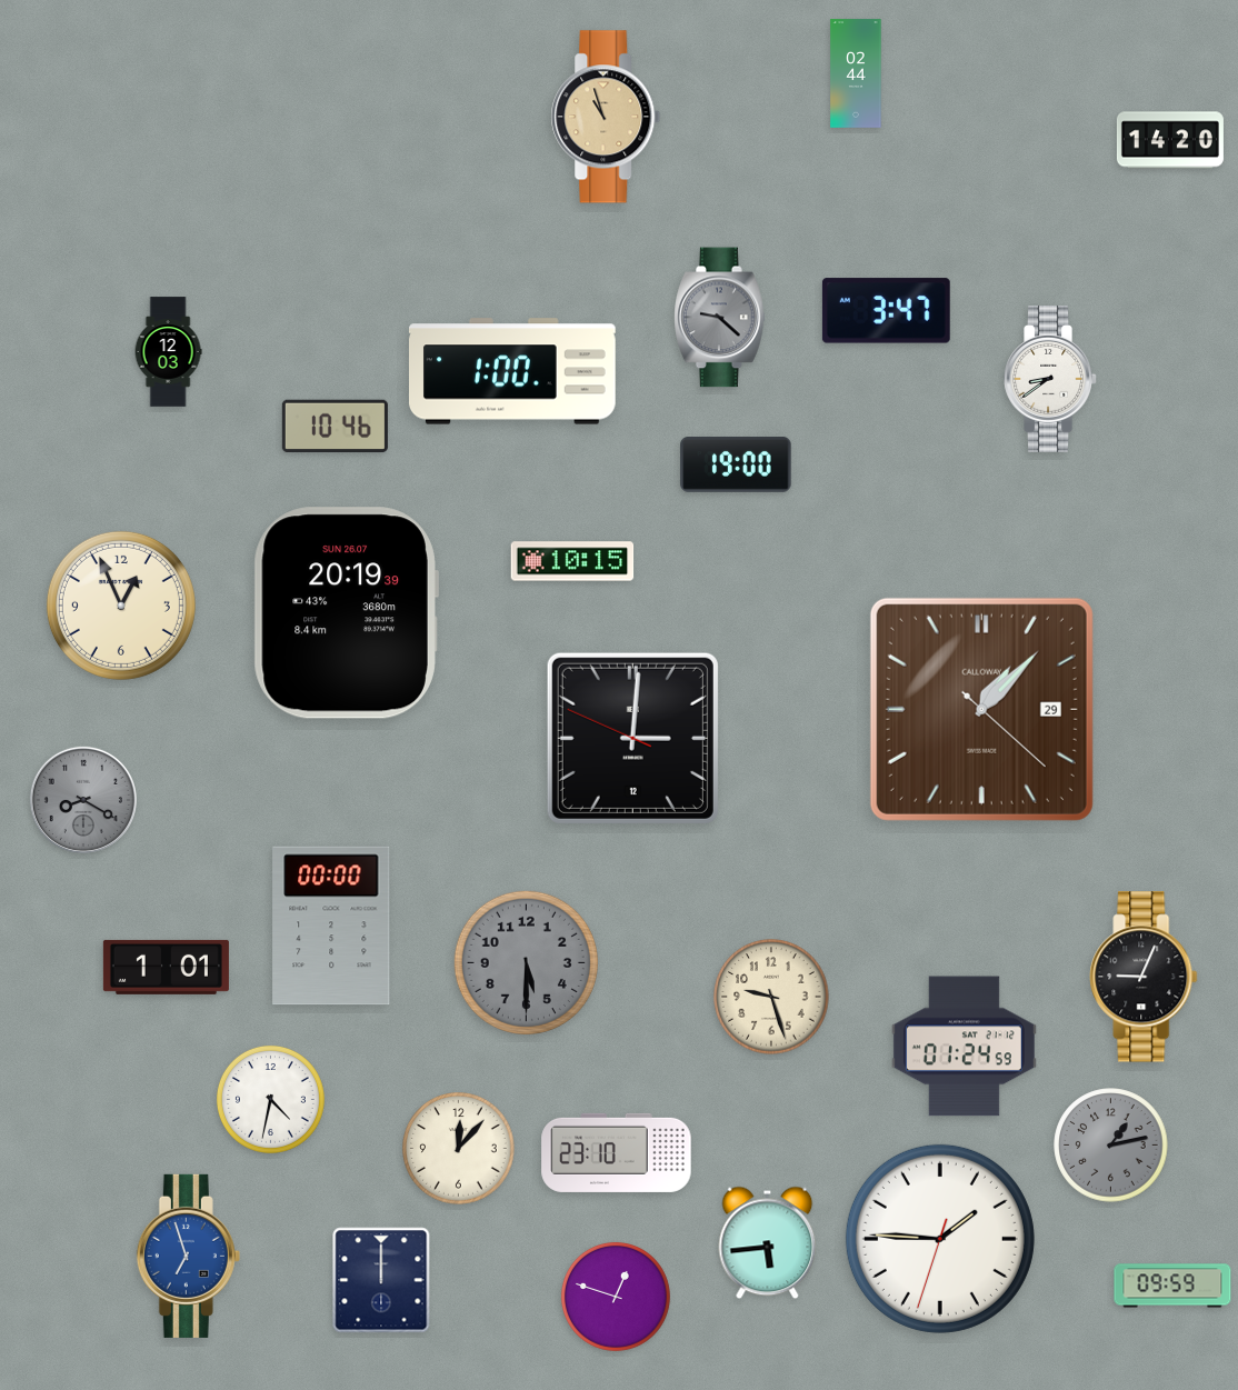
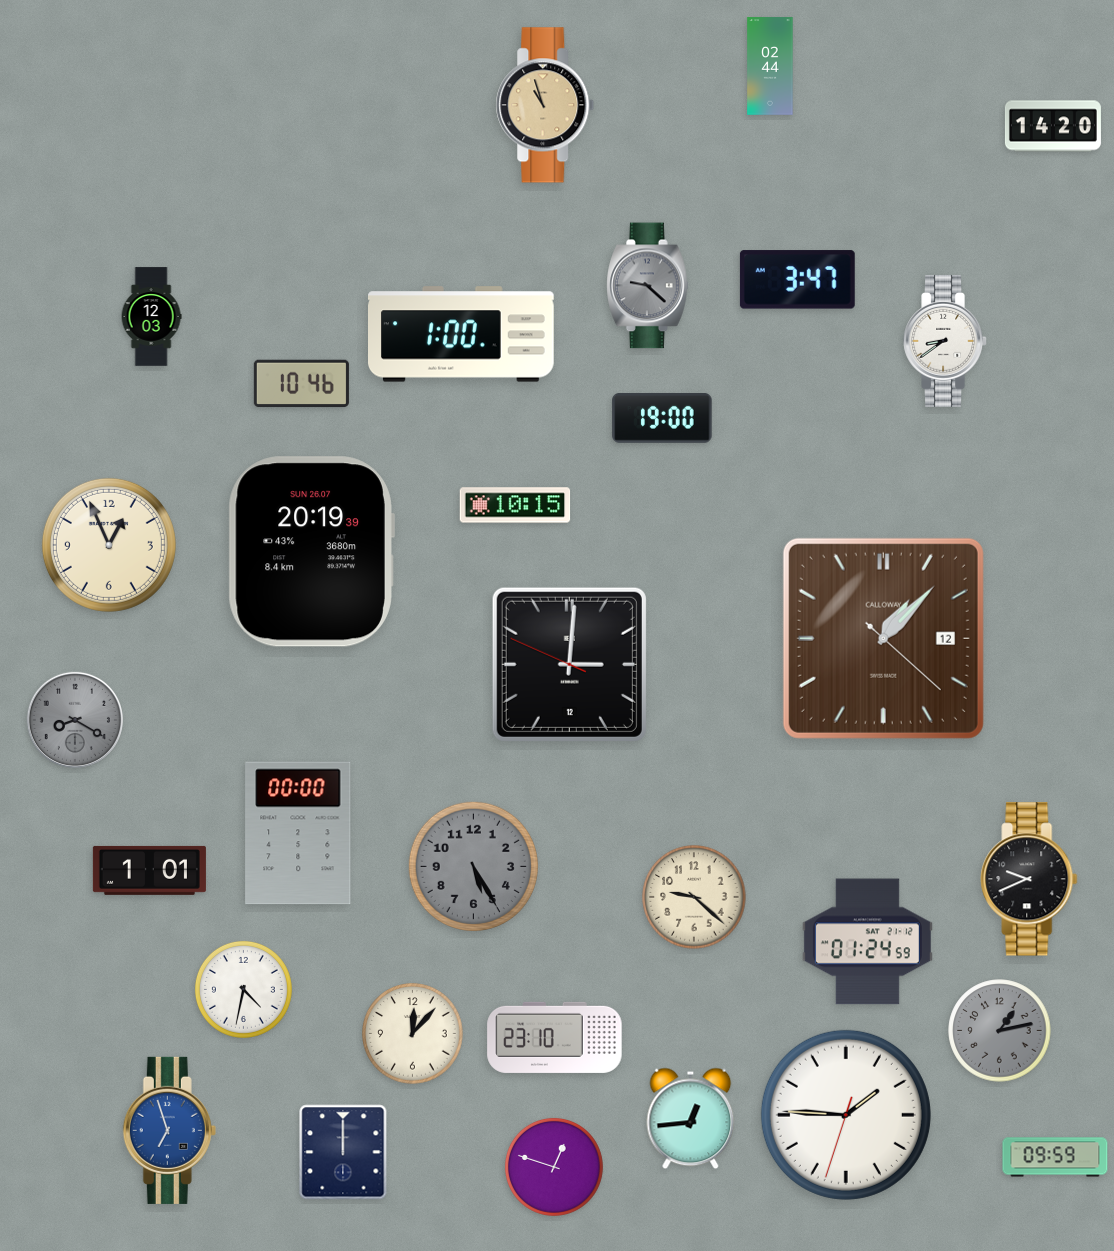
clock at (981, 709) date: 29 -> 12
clock at (526, 962): 5:30 -> 5:25
clock at (1144, 977): 9:04 -> 9:41
clock at (771, 997): 9:27 -> 9:22
clock at (768, 1243): 5:44 -> 12:44
